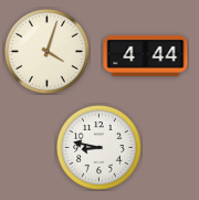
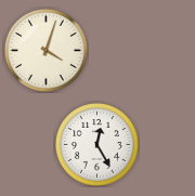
clock at (146, 55): 4:44 -> none
clock at (98, 147): 8:47 -> 12:25
